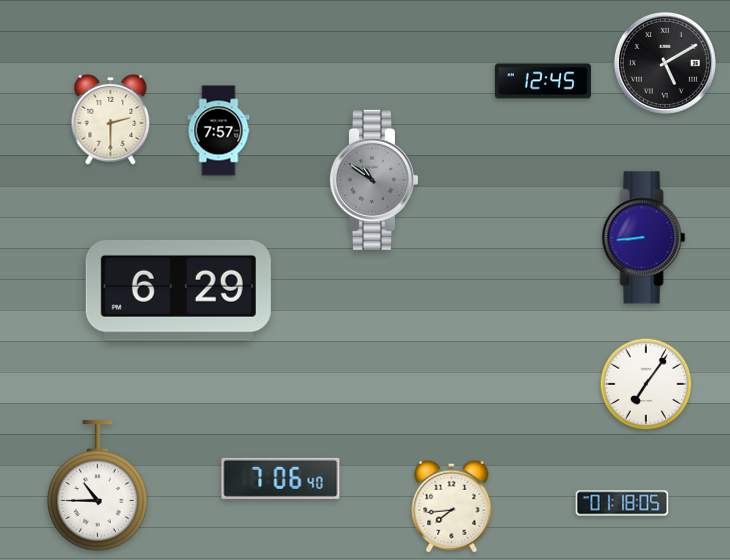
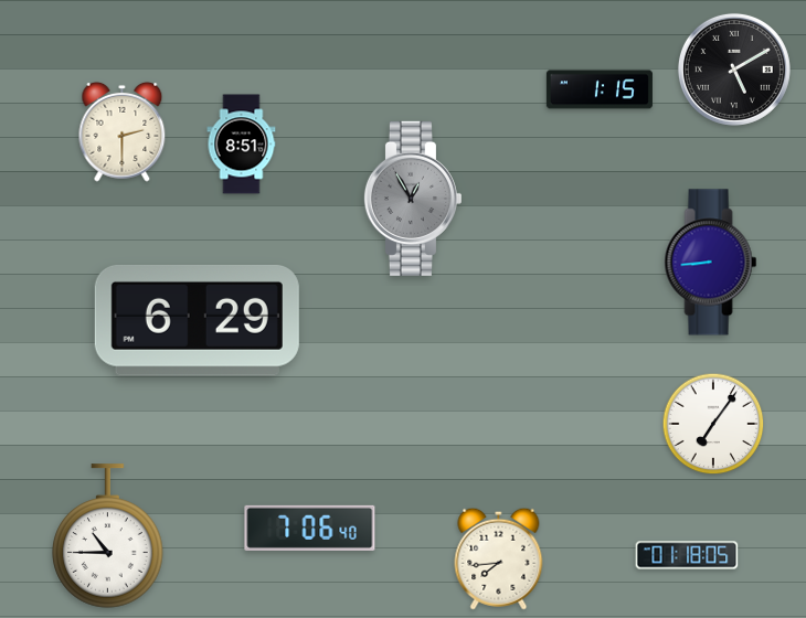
clock at (543, 81): 12:45 -> 1:15
clock at (219, 131): 7:57 -> 8:51
clock at (373, 180): 10:51 -> 12:55
